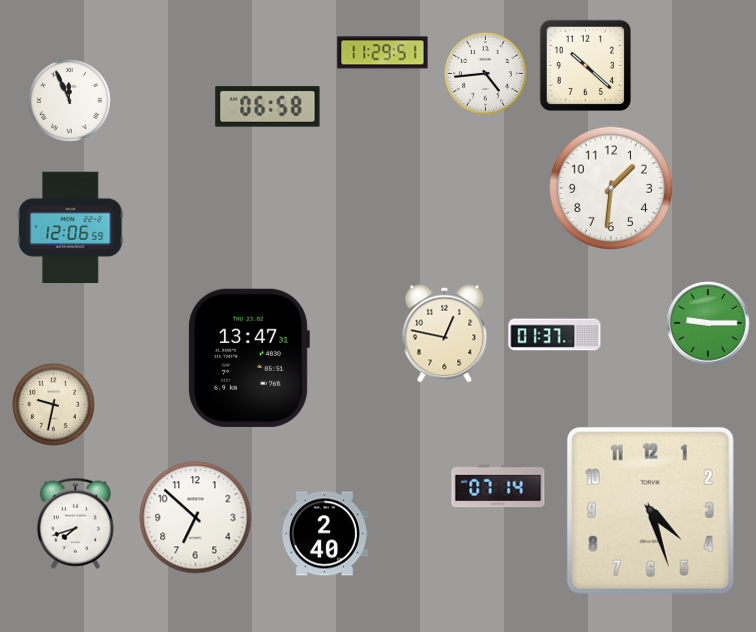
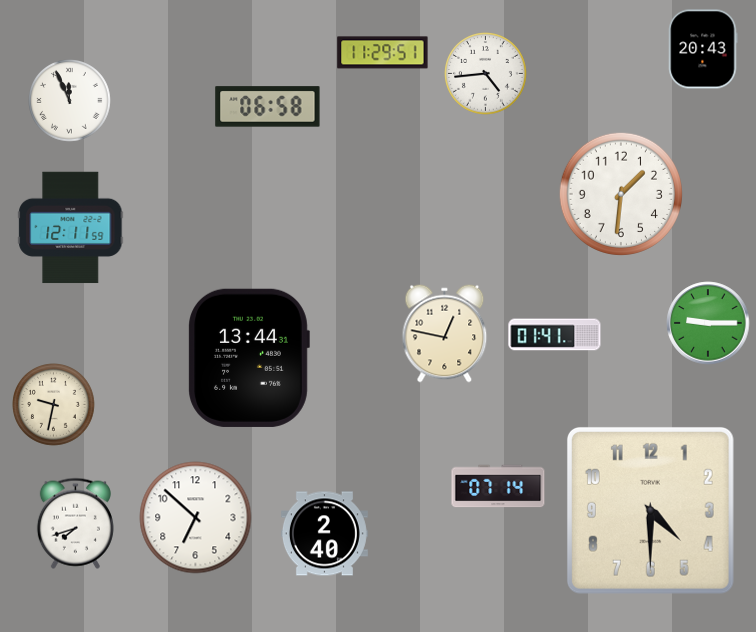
clock at (703, 49): none -> 20:43
clock at (585, 65): 10:22 -> none
clock at (611, 188) position: (611, 188) -> (621, 194)
clock at (71, 228): 12:06 -> 12:11
clock at (555, 335): 01:37 -> 01:41
clock at (249, 358): 13:47 -> 13:44
clock at (650, 510): 4:27 -> 4:30
